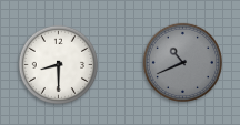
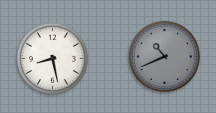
clock at (58, 64): 8:30 -> 8:28
